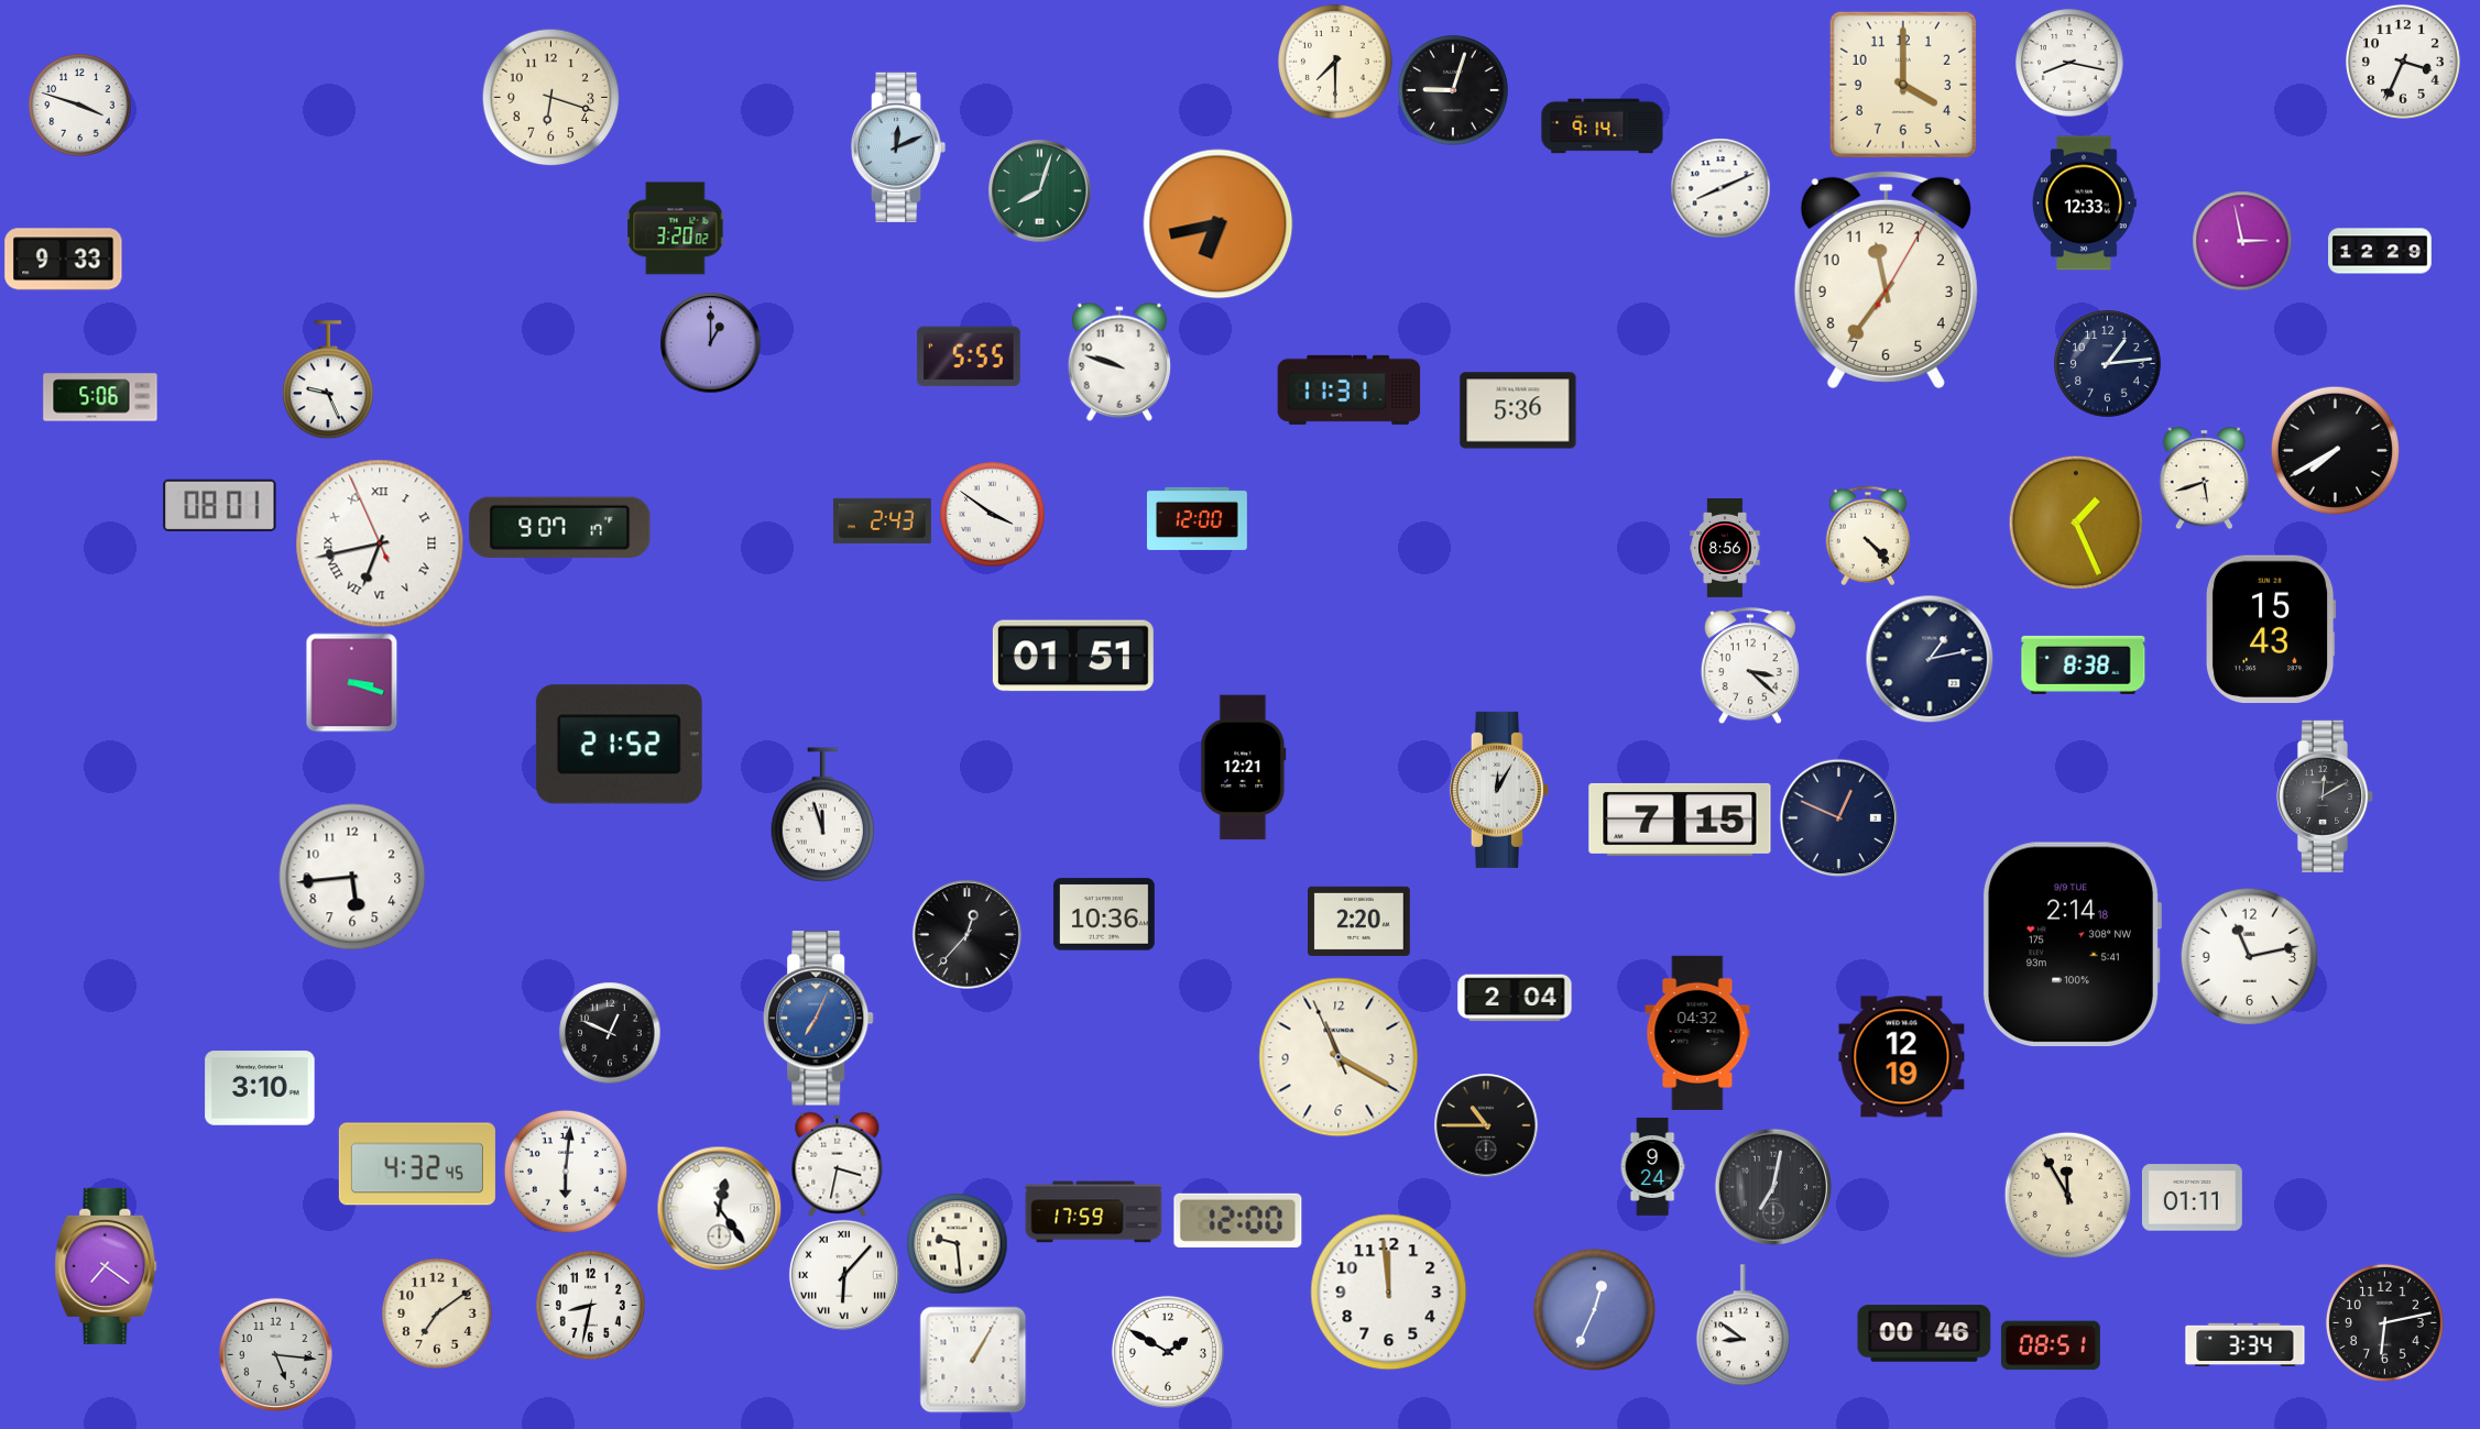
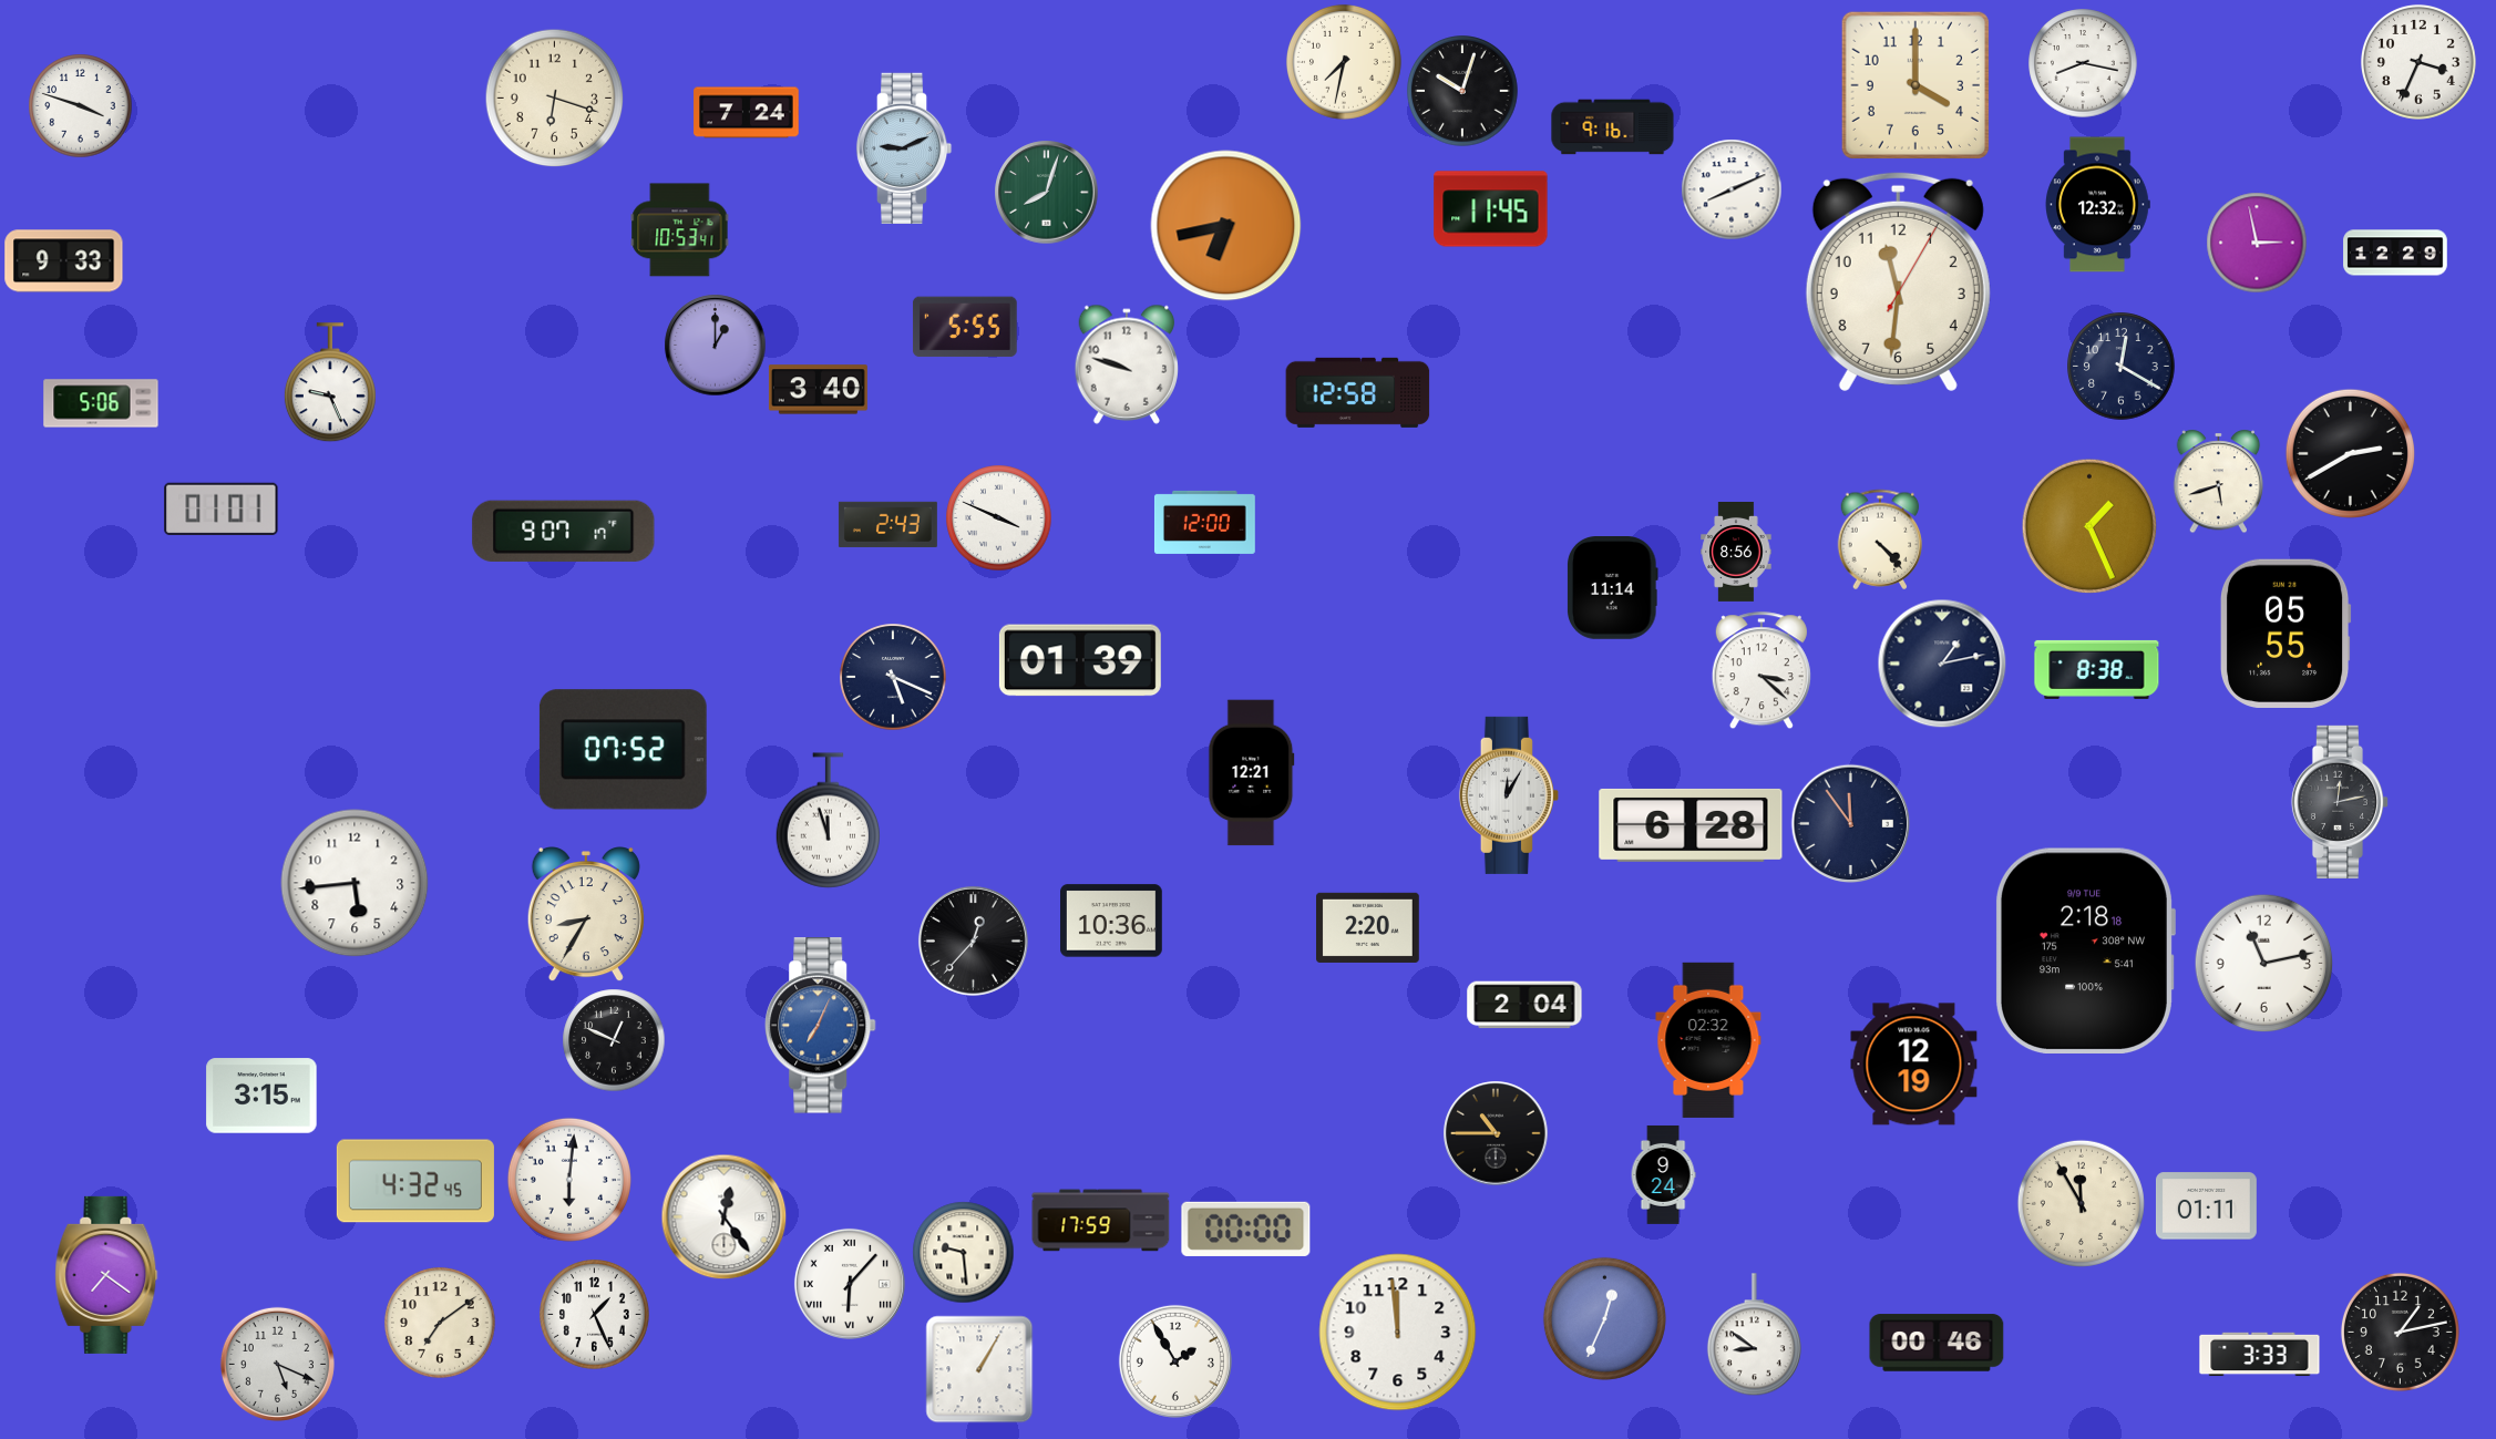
clock at (1335, 62): 7:30 -> 7:32
clock at (1453, 90): 9:03 -> 10:03
clock at (747, 113): none -> 7:24
clock at (1603, 127): 9:14 -> 9:16
clock at (898, 146): 12:11 -> 9:11
clock at (2085, 204): 12:33 -> 12:32
clock at (1491, 209): none -> 11:45
clock at (675, 229): 3:20 -> 10:53
clock at (1886, 279): 11:36 -> 11:31
clock at (969, 356) position: (969, 356) -> (965, 327)
clock at (2108, 364): 1:14 -> 12:20
clock at (818, 390): none -> 3:40
clock at (1350, 389): 11:31 -> 12:58
clock at (100, 397) position: (100, 397) -> (101, 403)
clock at (1518, 410): 5:36 -> none
clock at (2335, 450): 7:40 -> 2:40
clock at (220, 505): 08:01 -> 01:01
clock at (992, 514): 3:51 -> 3:49
clock at (380, 543): 6:42 -> none
clock at (1613, 588): none -> 11:14
clock at (2271, 628): 15:43 -> 05:55
clock at (1073, 656): 01:51 -> 01:39
clock at (893, 677): none -> 5:19
clock at (352, 682): 3:18 -> none
clock at (619, 745): 21:52 -> 07:52
clock at (2325, 796): 12:10 -> 12:13
clock at (1838, 817): 12:49 -> 11:54
clock at (1680, 820): 7:15 -> 6:28
clock at (586, 915): none -> 8:35
clock at (2072, 944): 2:14 -> 2:18
clock at (819, 1019) position: (819, 1019) -> (821, 1026)
clock at (1697, 1033): 04:32 -> 02:32
clock at (1339, 1057): 11:19 -> none
clock at (260, 1088): 3:10 -> 3:15
clock at (417, 1164) position: (417, 1164) -> (415, 1181)
clock at (838, 1164): 3:32 -> none
clock at (1772, 1186): 7:02 -> none
clock at (1238, 1220): 12:00 -> 00:00
clock at (1389, 1293) position: (1389, 1293) -> (1398, 1333)
clock at (591, 1306): 8:32 -> 1:26
clock at (2384, 1322): 6:13 -> 1:13
clock at (2051, 1345): 08:51 -> none
clock at (2246, 1345): 3:34 -> 3:33
clock at (1168, 1352): 1:50 -> 1:55
clock at (275, 1354): 5:16 -> 5:19
